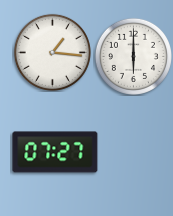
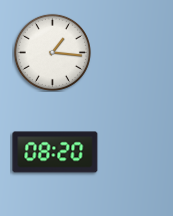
clock at (133, 56): 6:00 -> none
clock at (55, 152): 07:27 -> 08:20
